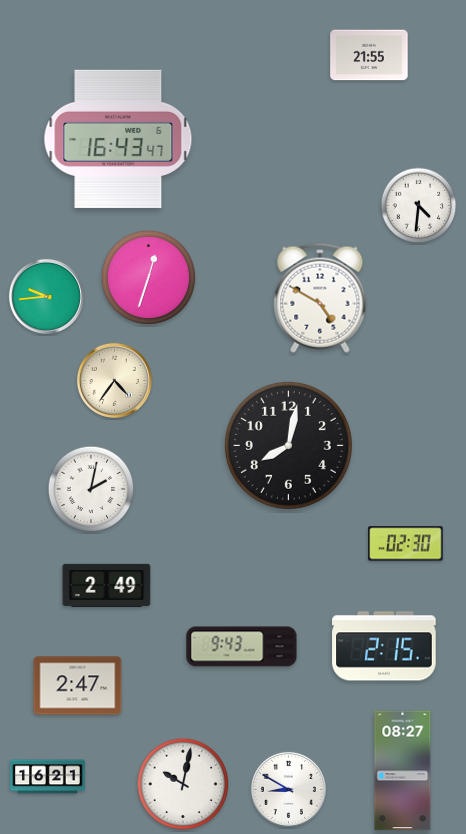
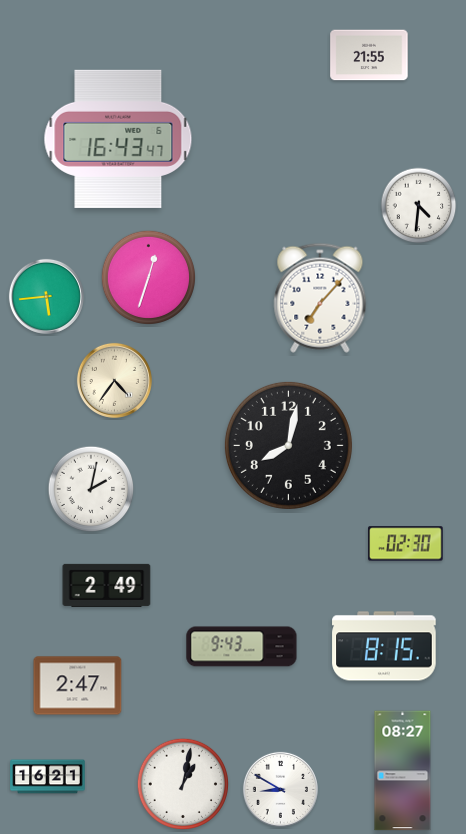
clock at (46, 296): 9:44 -> 5:44
clock at (320, 298): 4:50 -> 7:07
clock at (384, 646): 2:15 -> 8:15
clock at (182, 783): 10:02 -> 1:02
clock at (288, 789) position: (288, 789) -> (280, 789)
